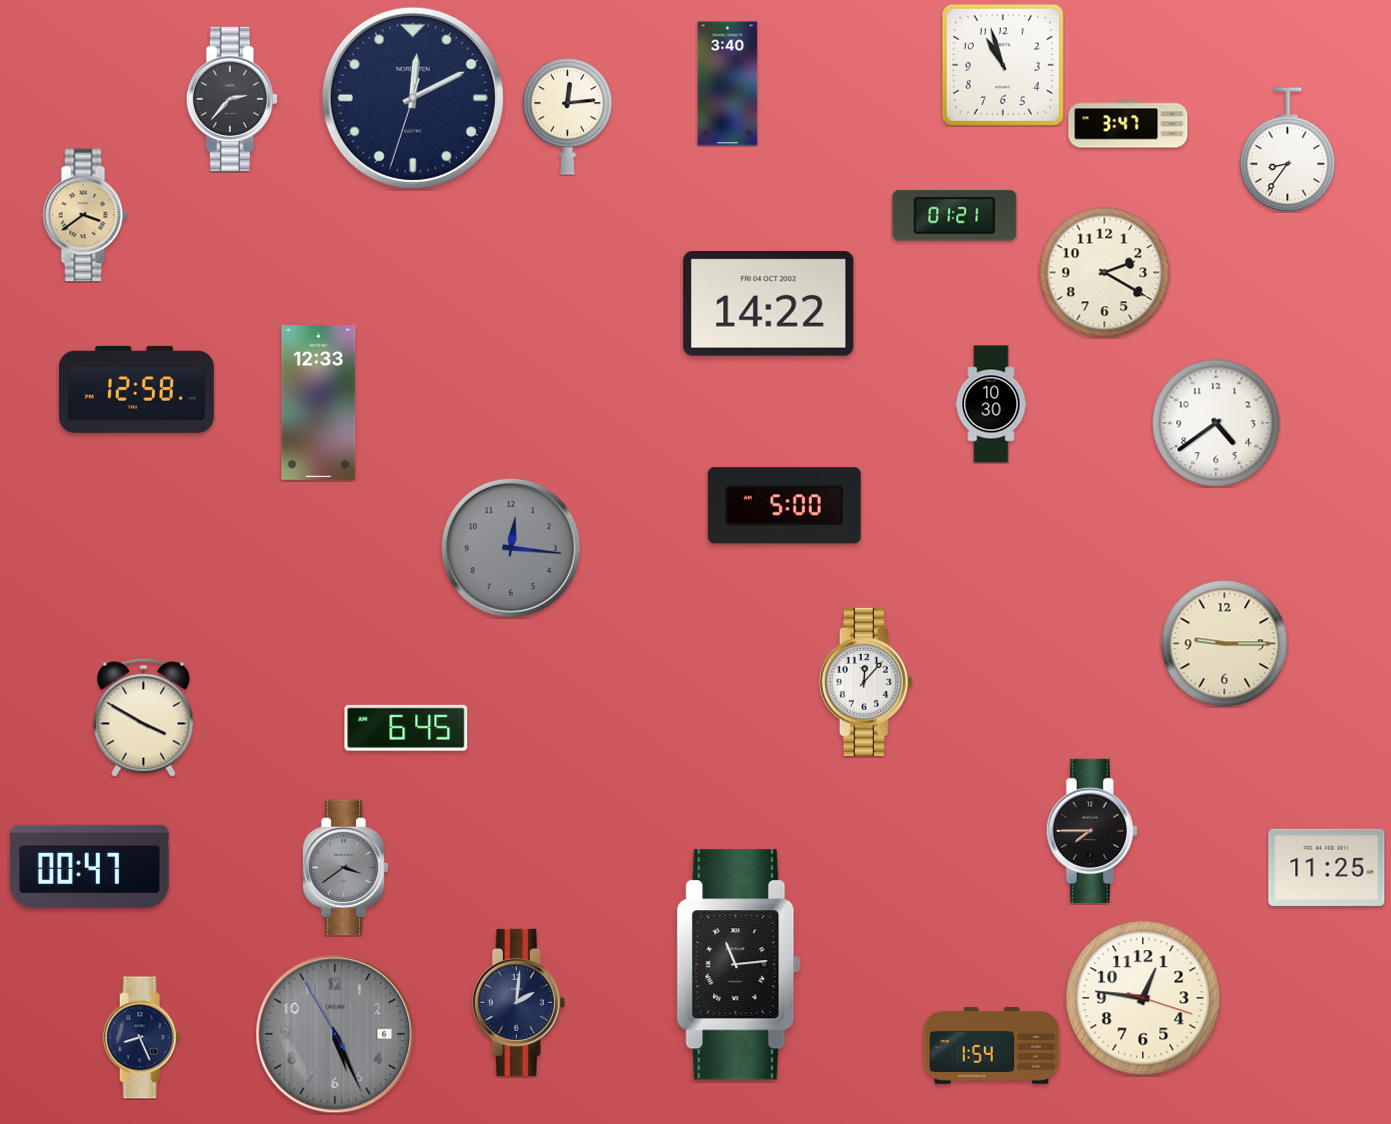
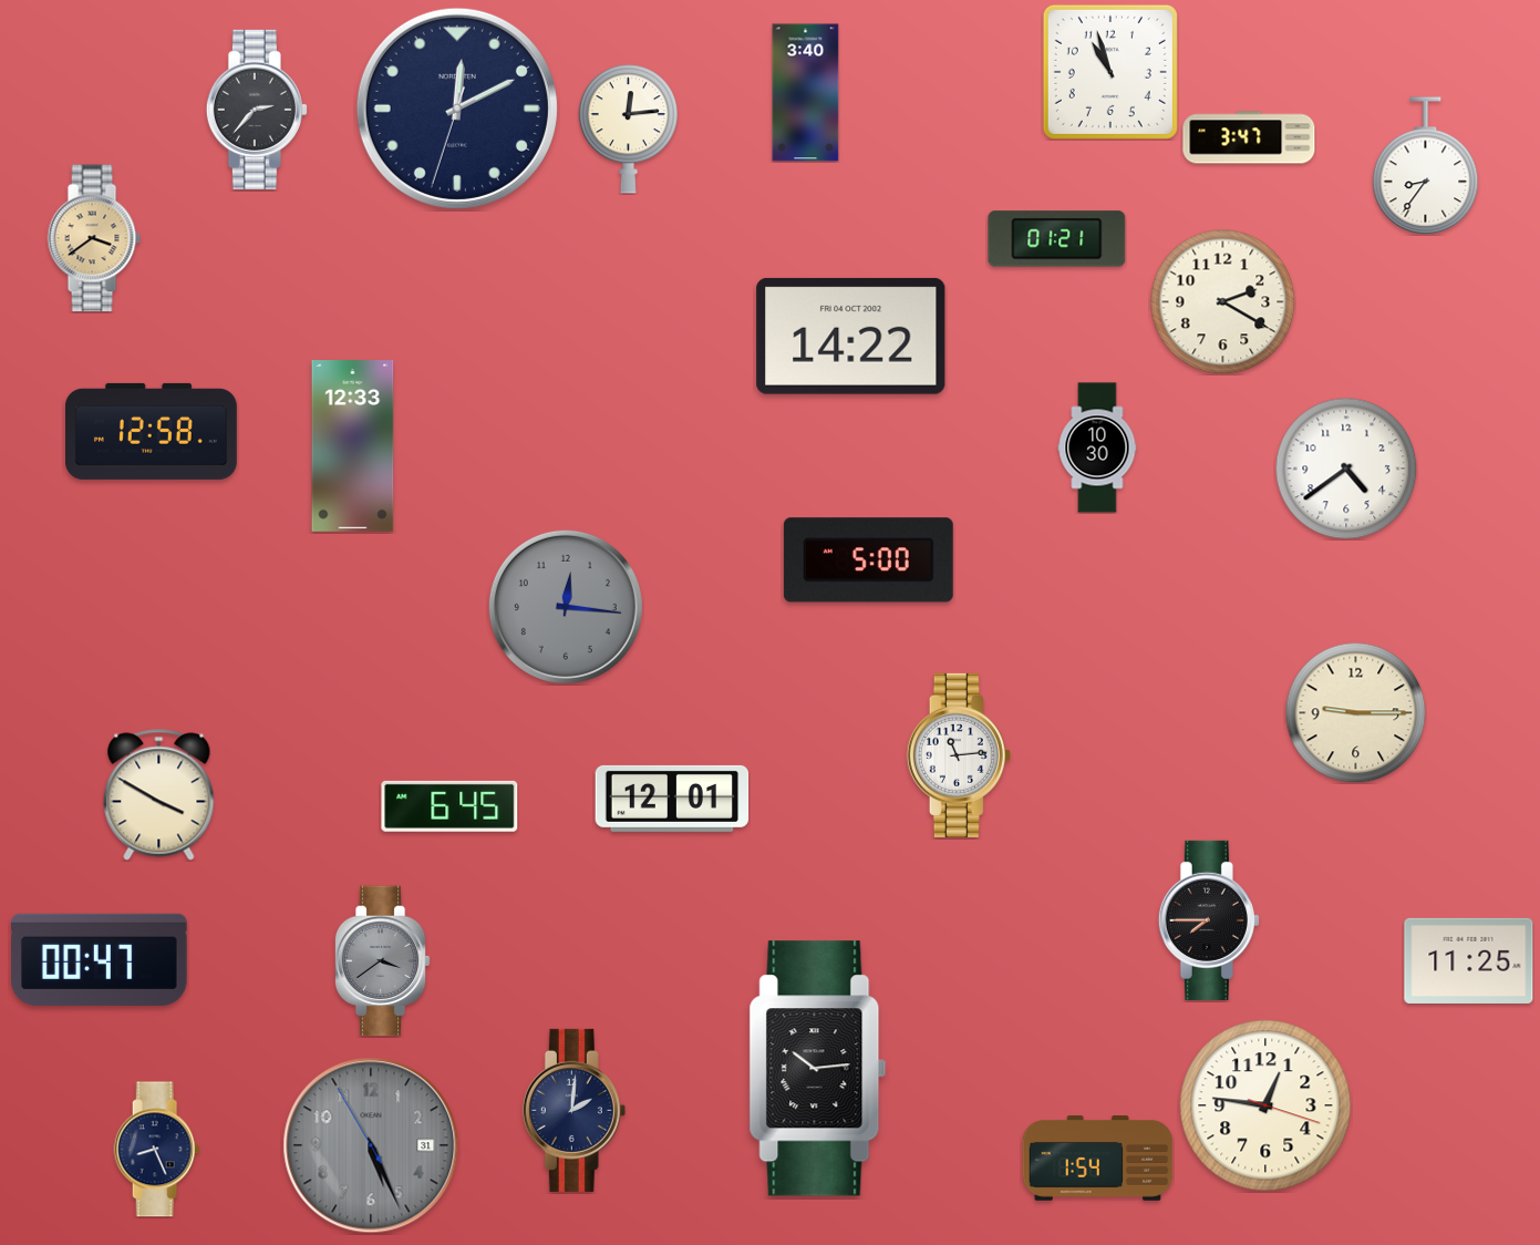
clock at (866, 682): 12:07 -> 11:14
clock at (672, 799): none -> 12:01
clock at (739, 965): 11:14 -> 10:14
clock at (335, 1034) date: 6 -> 31
